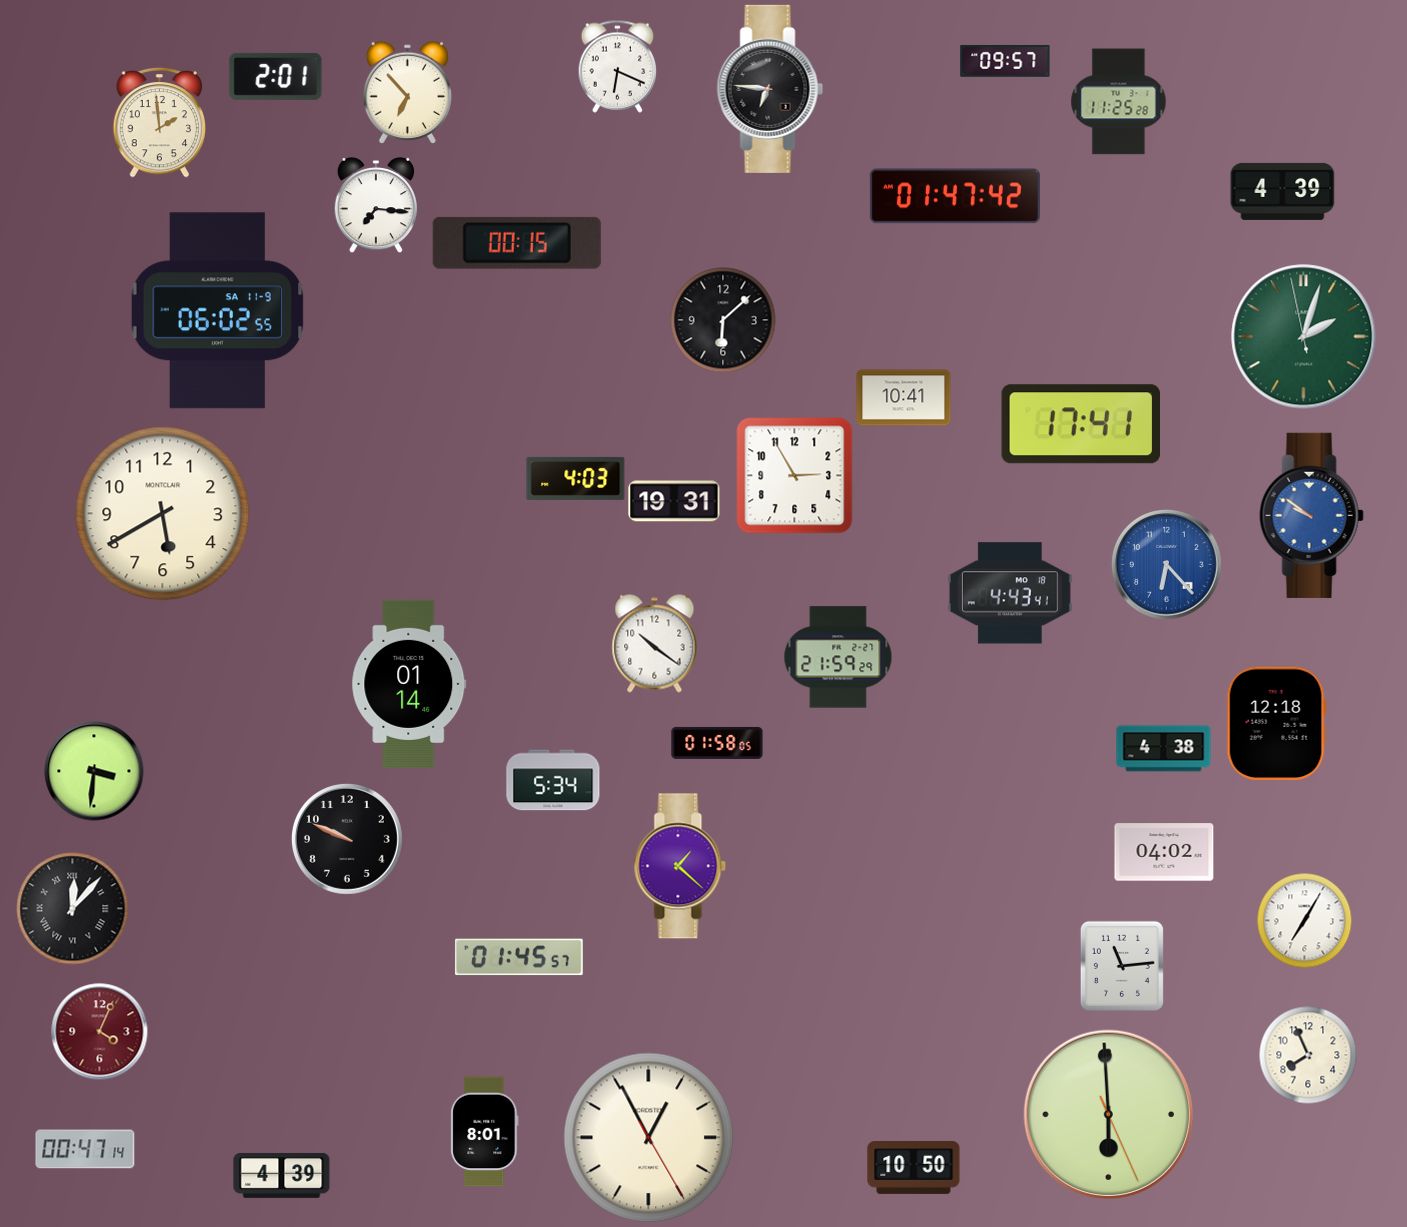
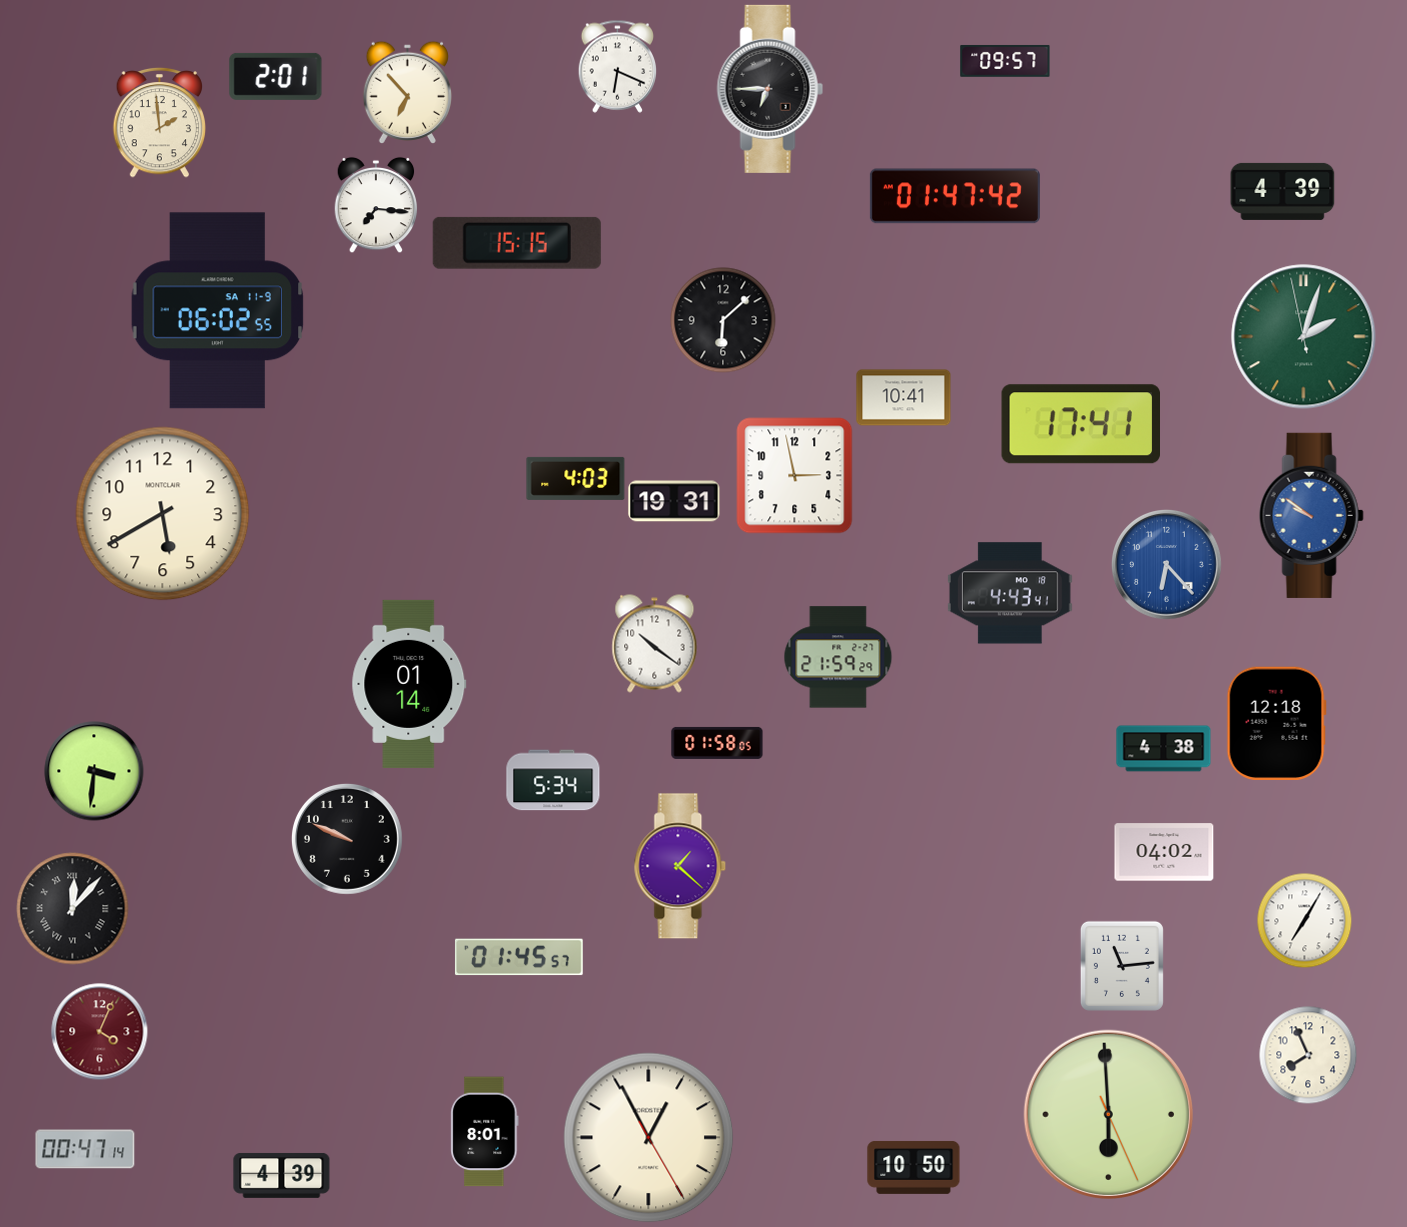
clock at (770, 89): 6:46 -> 6:45
clock at (1119, 102): 11:25 -> none
clock at (517, 243): 00:15 -> 15:15
clock at (795, 476): 2:55 -> 2:58
